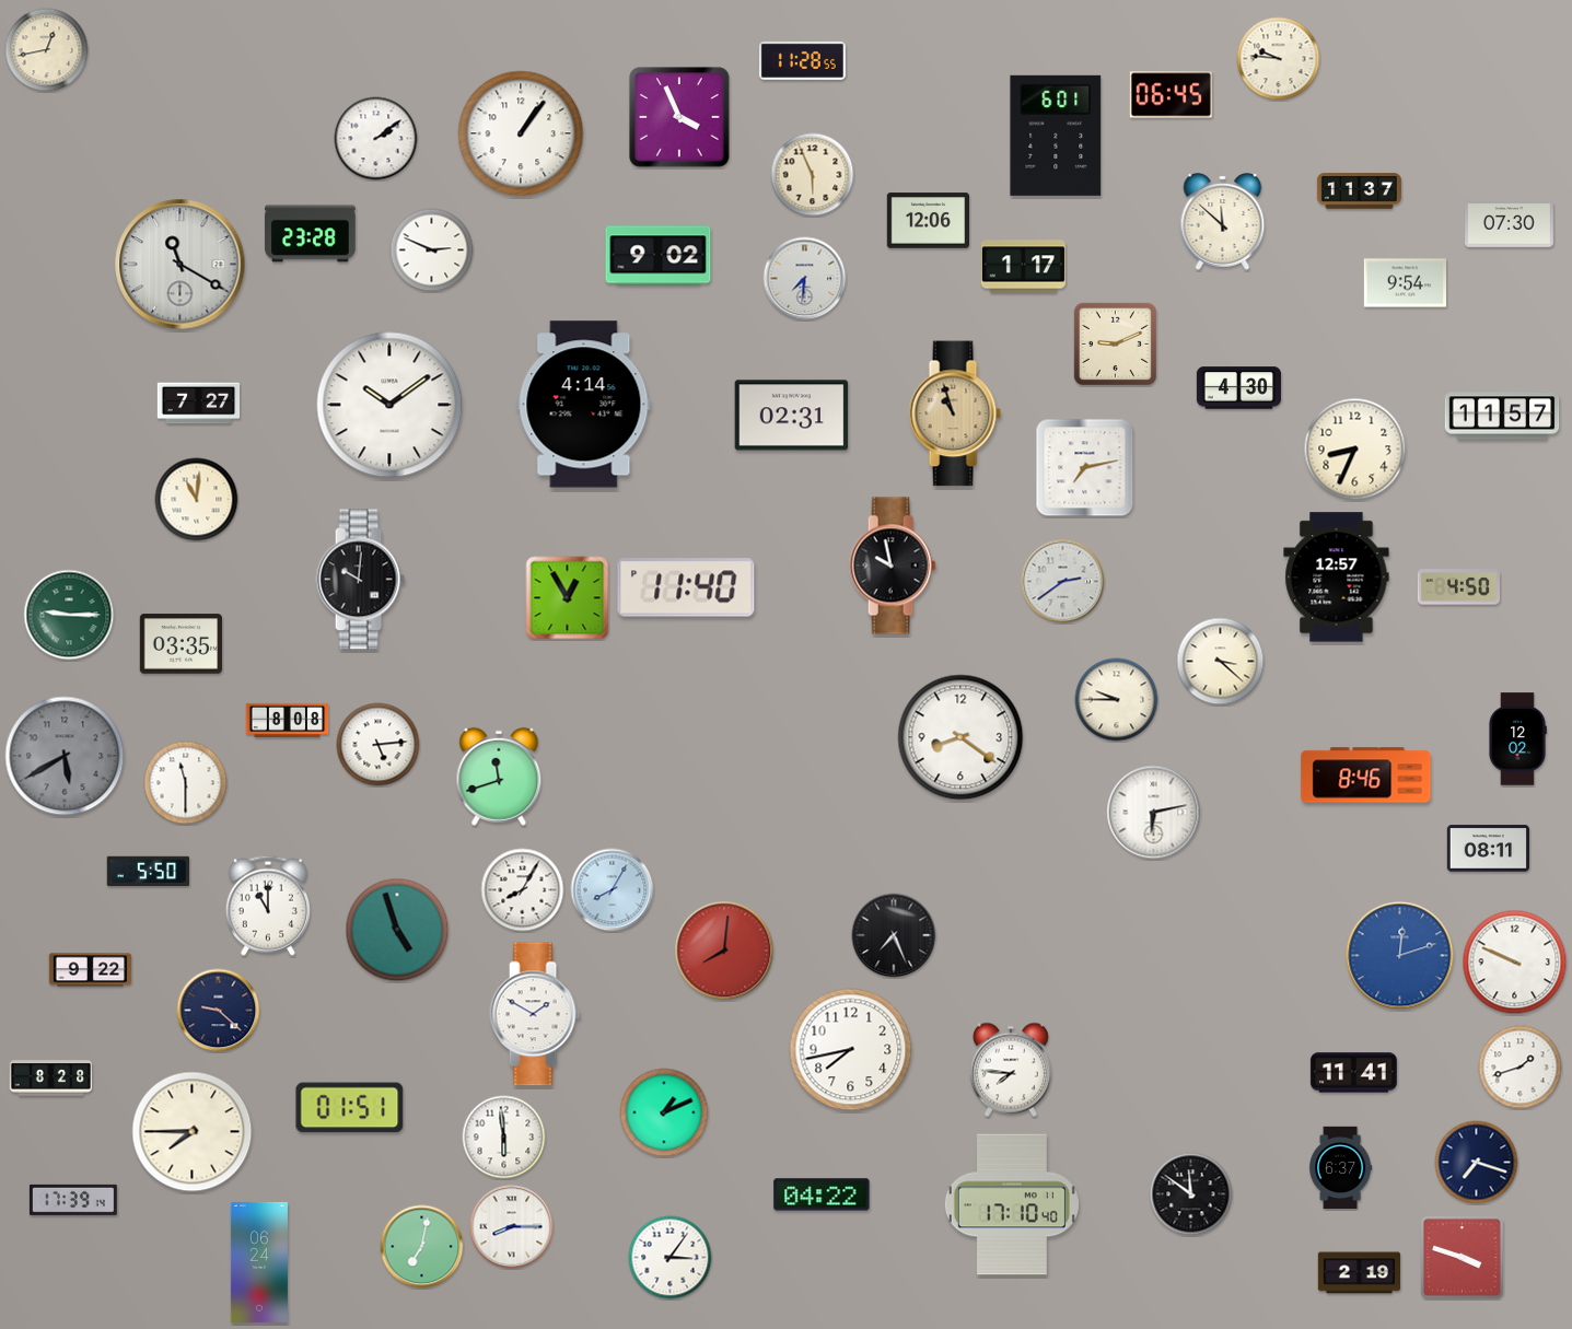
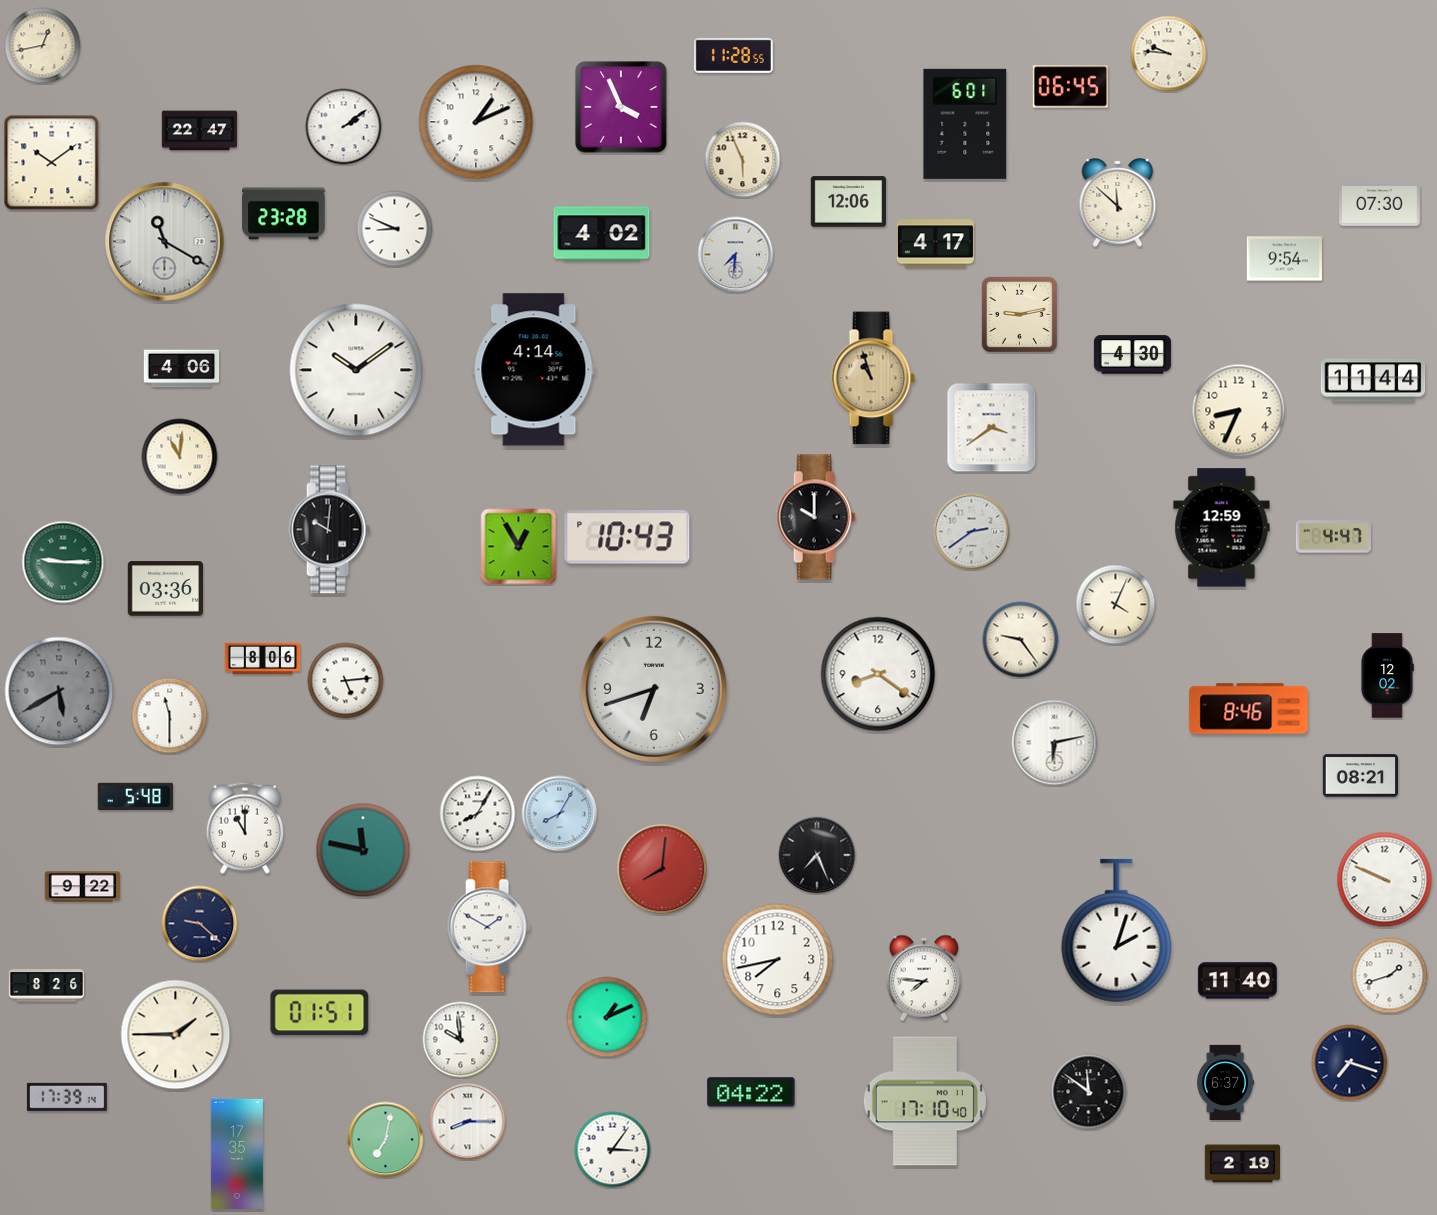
clock at (521, 133): 1:06 -> 1:11
clock at (200, 131): none -> 22:47
clock at (52, 163): none -> 10:09
clock at (1359, 191): 11:37 -> none
clock at (432, 250): 2:49 -> 8:49
clock at (659, 256): 9:02 -> 4:02
clock at (1023, 267): 1:17 -> 4:17
clock at (1115, 343): 9:11 -> 9:13
clock at (199, 404): 7:27 -> 4:06
clock at (792, 416): 02:31 -> none
clock at (1502, 416): 11:57 -> 11:44
clock at (1085, 468): 7:13 -> 3:39
clock at (893, 566): 9:58 -> 10:00
clock at (1337, 578): 12:57 -> 12:59
clock at (686, 587): 11:40 -> 10:43
clock at (1458, 587): 4:50 -> 4:47
clock at (181, 644): 03:35 -> 03:36
clock at (1221, 662): 3:22 -> 4:04
clock at (1117, 700): 9:45 -> 9:24
clock at (288, 720): 8:08 -> 8:06
clock at (654, 689): none -> 6:42
clock at (499, 777): 11:42 -> none
clock at (1489, 849): 08:11 -> 08:21
clock at (148, 871): 5:50 -> 5:48
clock at (397, 930): 4:57 -> 11:47
clock at (1400, 956): 12:12 -> none
clock at (1117, 931): none -> 2:03
clock at (1353, 1073): 11:41 -> 11:40
clock at (51, 1079): 8:28 -> 8:26
clock at (193, 1132): 7:45 -> 1:45
clock at (504, 1138): 5:59 -> 9:59
clock at (1341, 1168) position: (1341, 1168) -> (1226, 1083)
clock at (1462, 1257): 3:48 -> none
clock at (259, 1262): 06:24 -> 17:35
